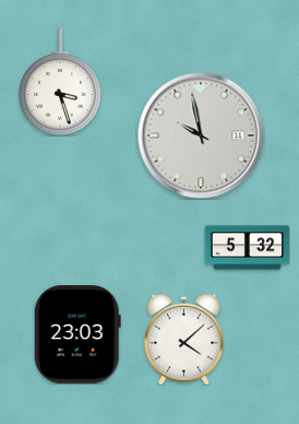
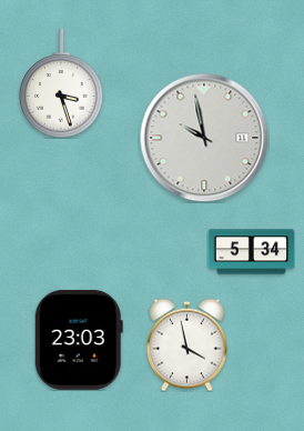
clock at (247, 248): 5:32 -> 5:34
clock at (184, 339): 4:08 -> 3:58
